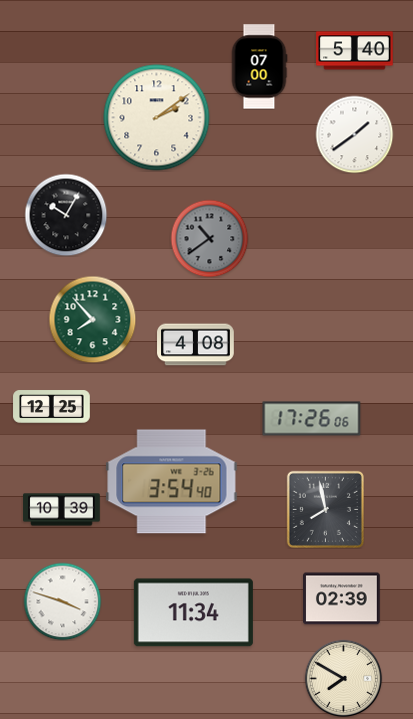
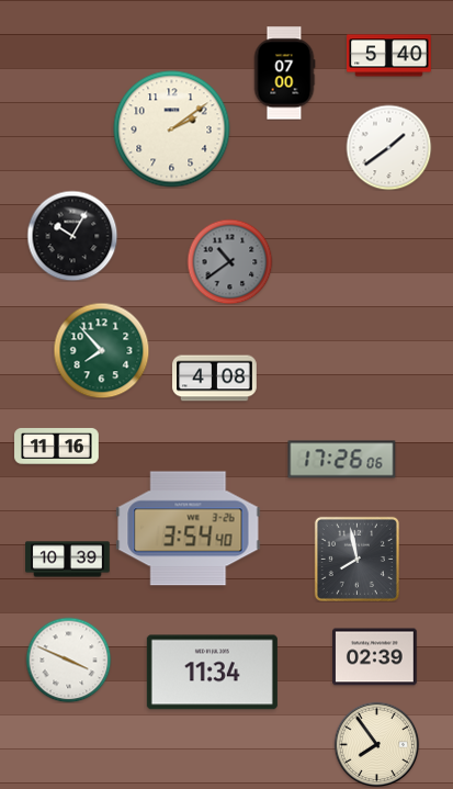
clock at (52, 407): 12:25 -> 11:16
clock at (62, 601): 3:48 -> 3:49
clock at (343, 678): 7:50 -> 7:54
